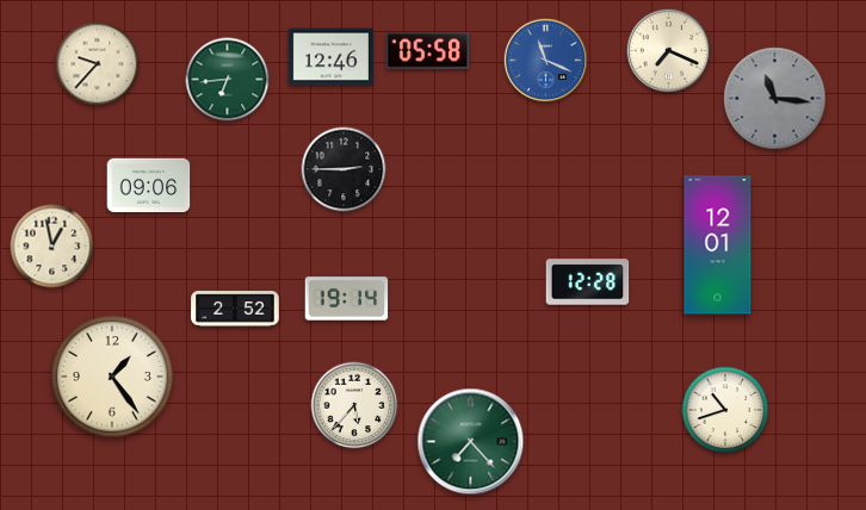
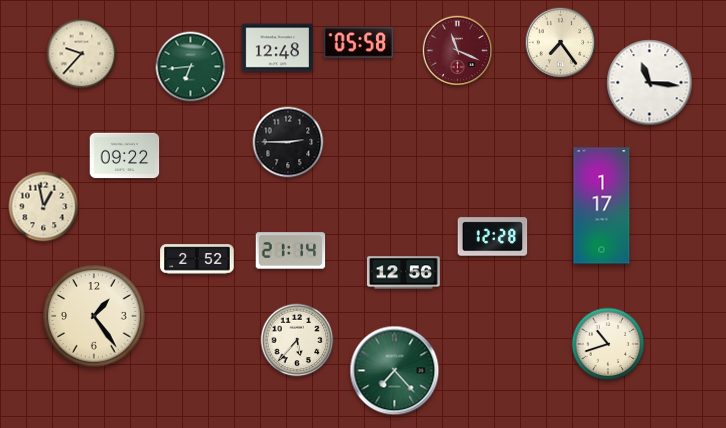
clock at (669, 51): 7:19 -> 7:24
clock at (330, 57): 12:46 -> 12:48
clock at (546, 61) dial: blue -> burgundy
clock at (775, 99) dial: grey -> white
clock at (149, 186): 09:06 -> 09:22
clock at (718, 245): 12:01 -> 1:17
clock at (347, 299): 19:14 -> 21:14
clock at (404, 273): none -> 12:56
